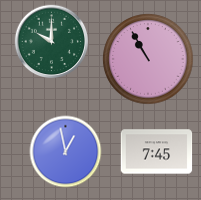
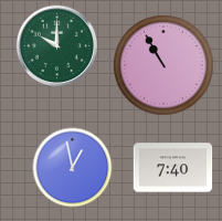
clock at (157, 152): 7:45 -> 7:40
